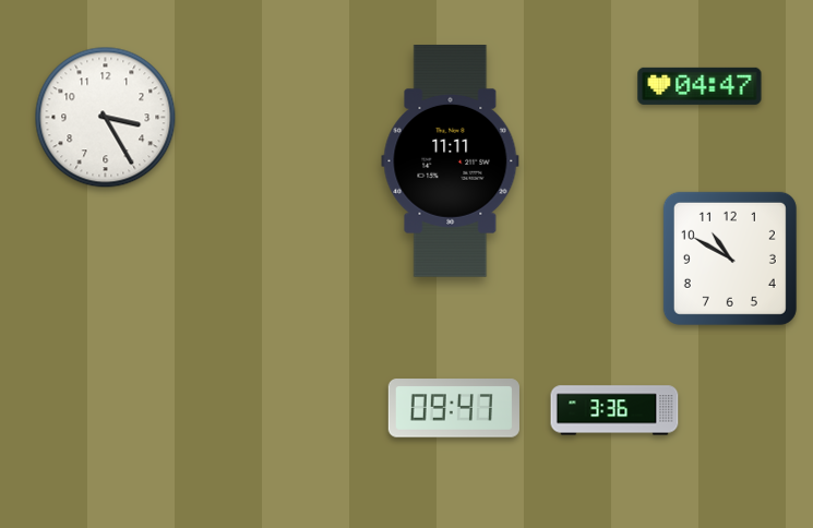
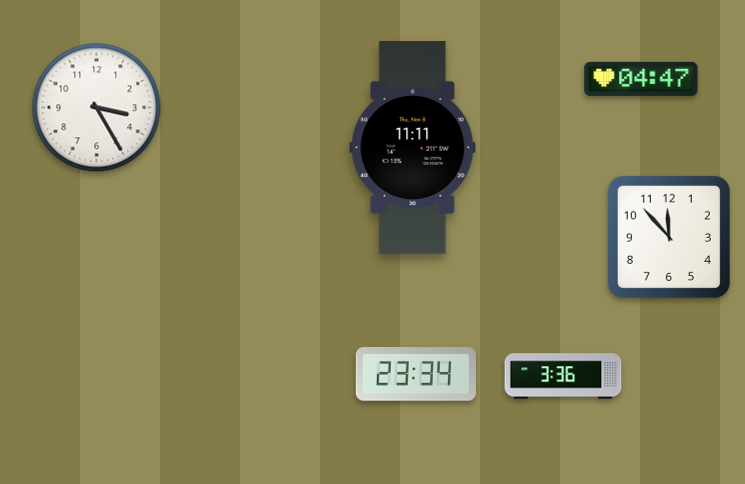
clock at (730, 259): 10:50 -> 11:53
clock at (454, 408): 09:47 -> 23:34
